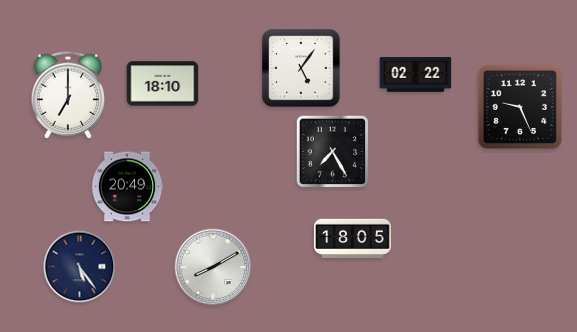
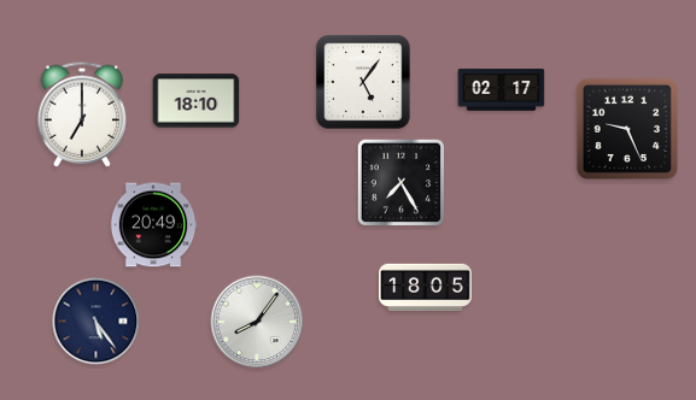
clock at (416, 75): 02:22 -> 02:17
clock at (213, 267): 8:10 -> 8:06
